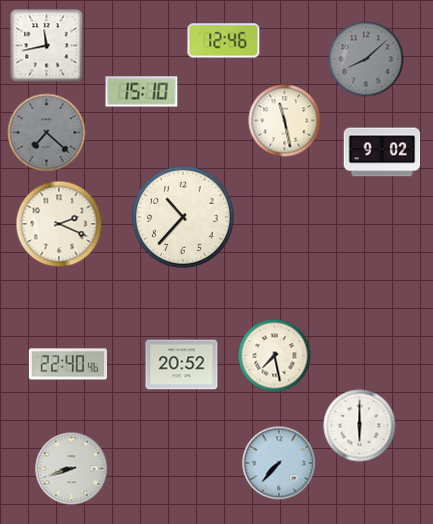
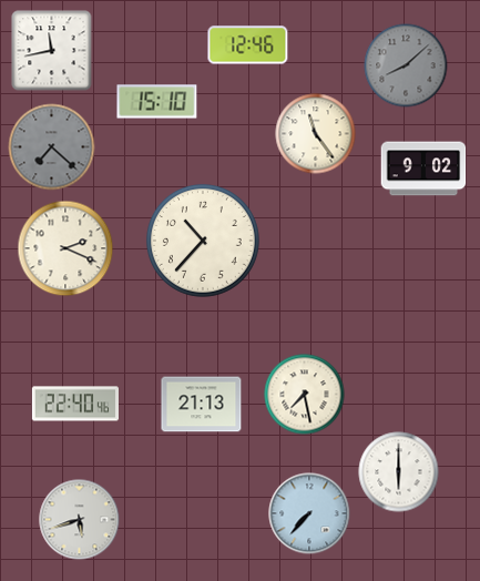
clock at (285, 121): 11:28 -> 11:24
clock at (182, 365): 20:52 -> 21:13
clock at (72, 469): 8:42 -> 5:42
